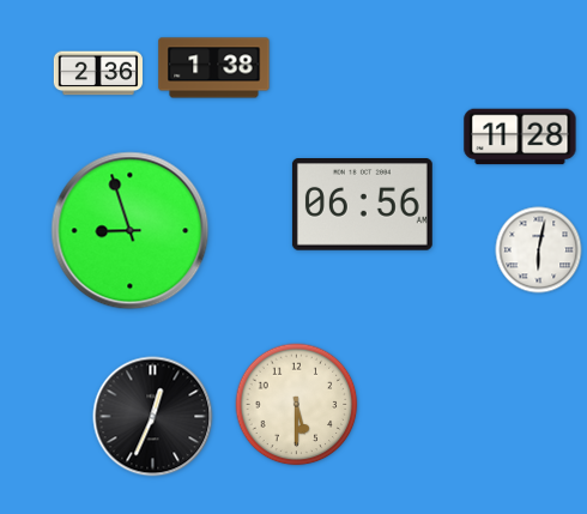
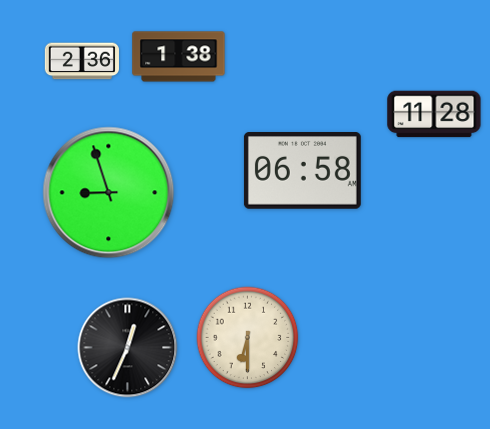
clock at (362, 205): 06:56 -> 06:58
clock at (539, 250): 6:02 -> none
clock at (297, 405): 5:30 -> 6:30
